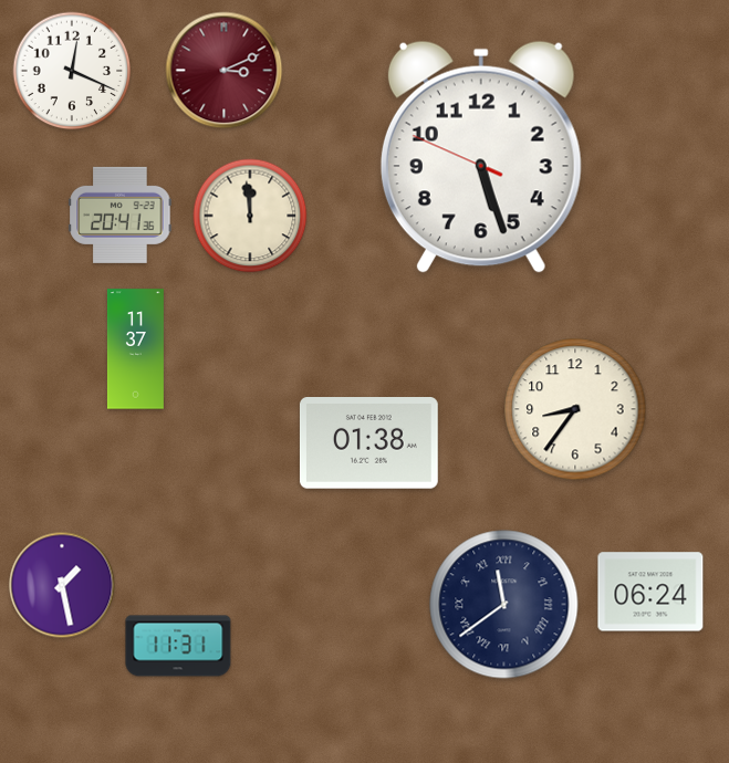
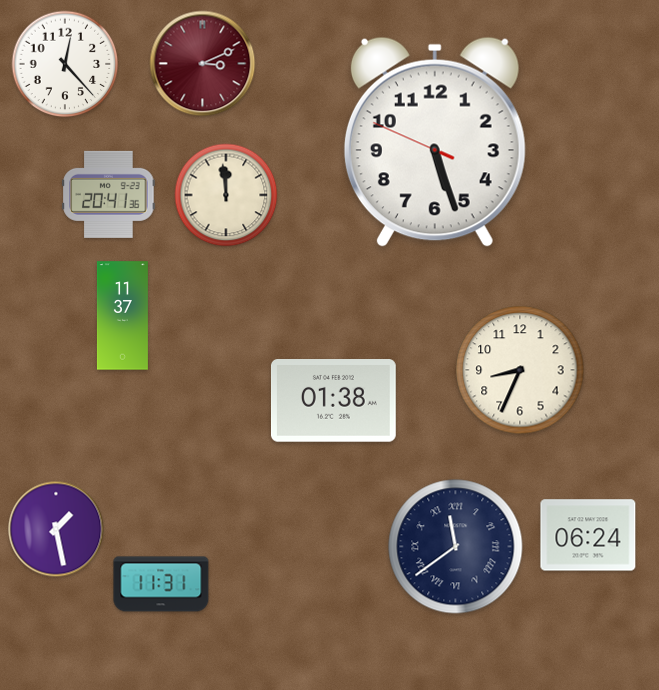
clock at (72, 71): 12:19 -> 12:23
clock at (575, 409): 8:36 -> 8:34
